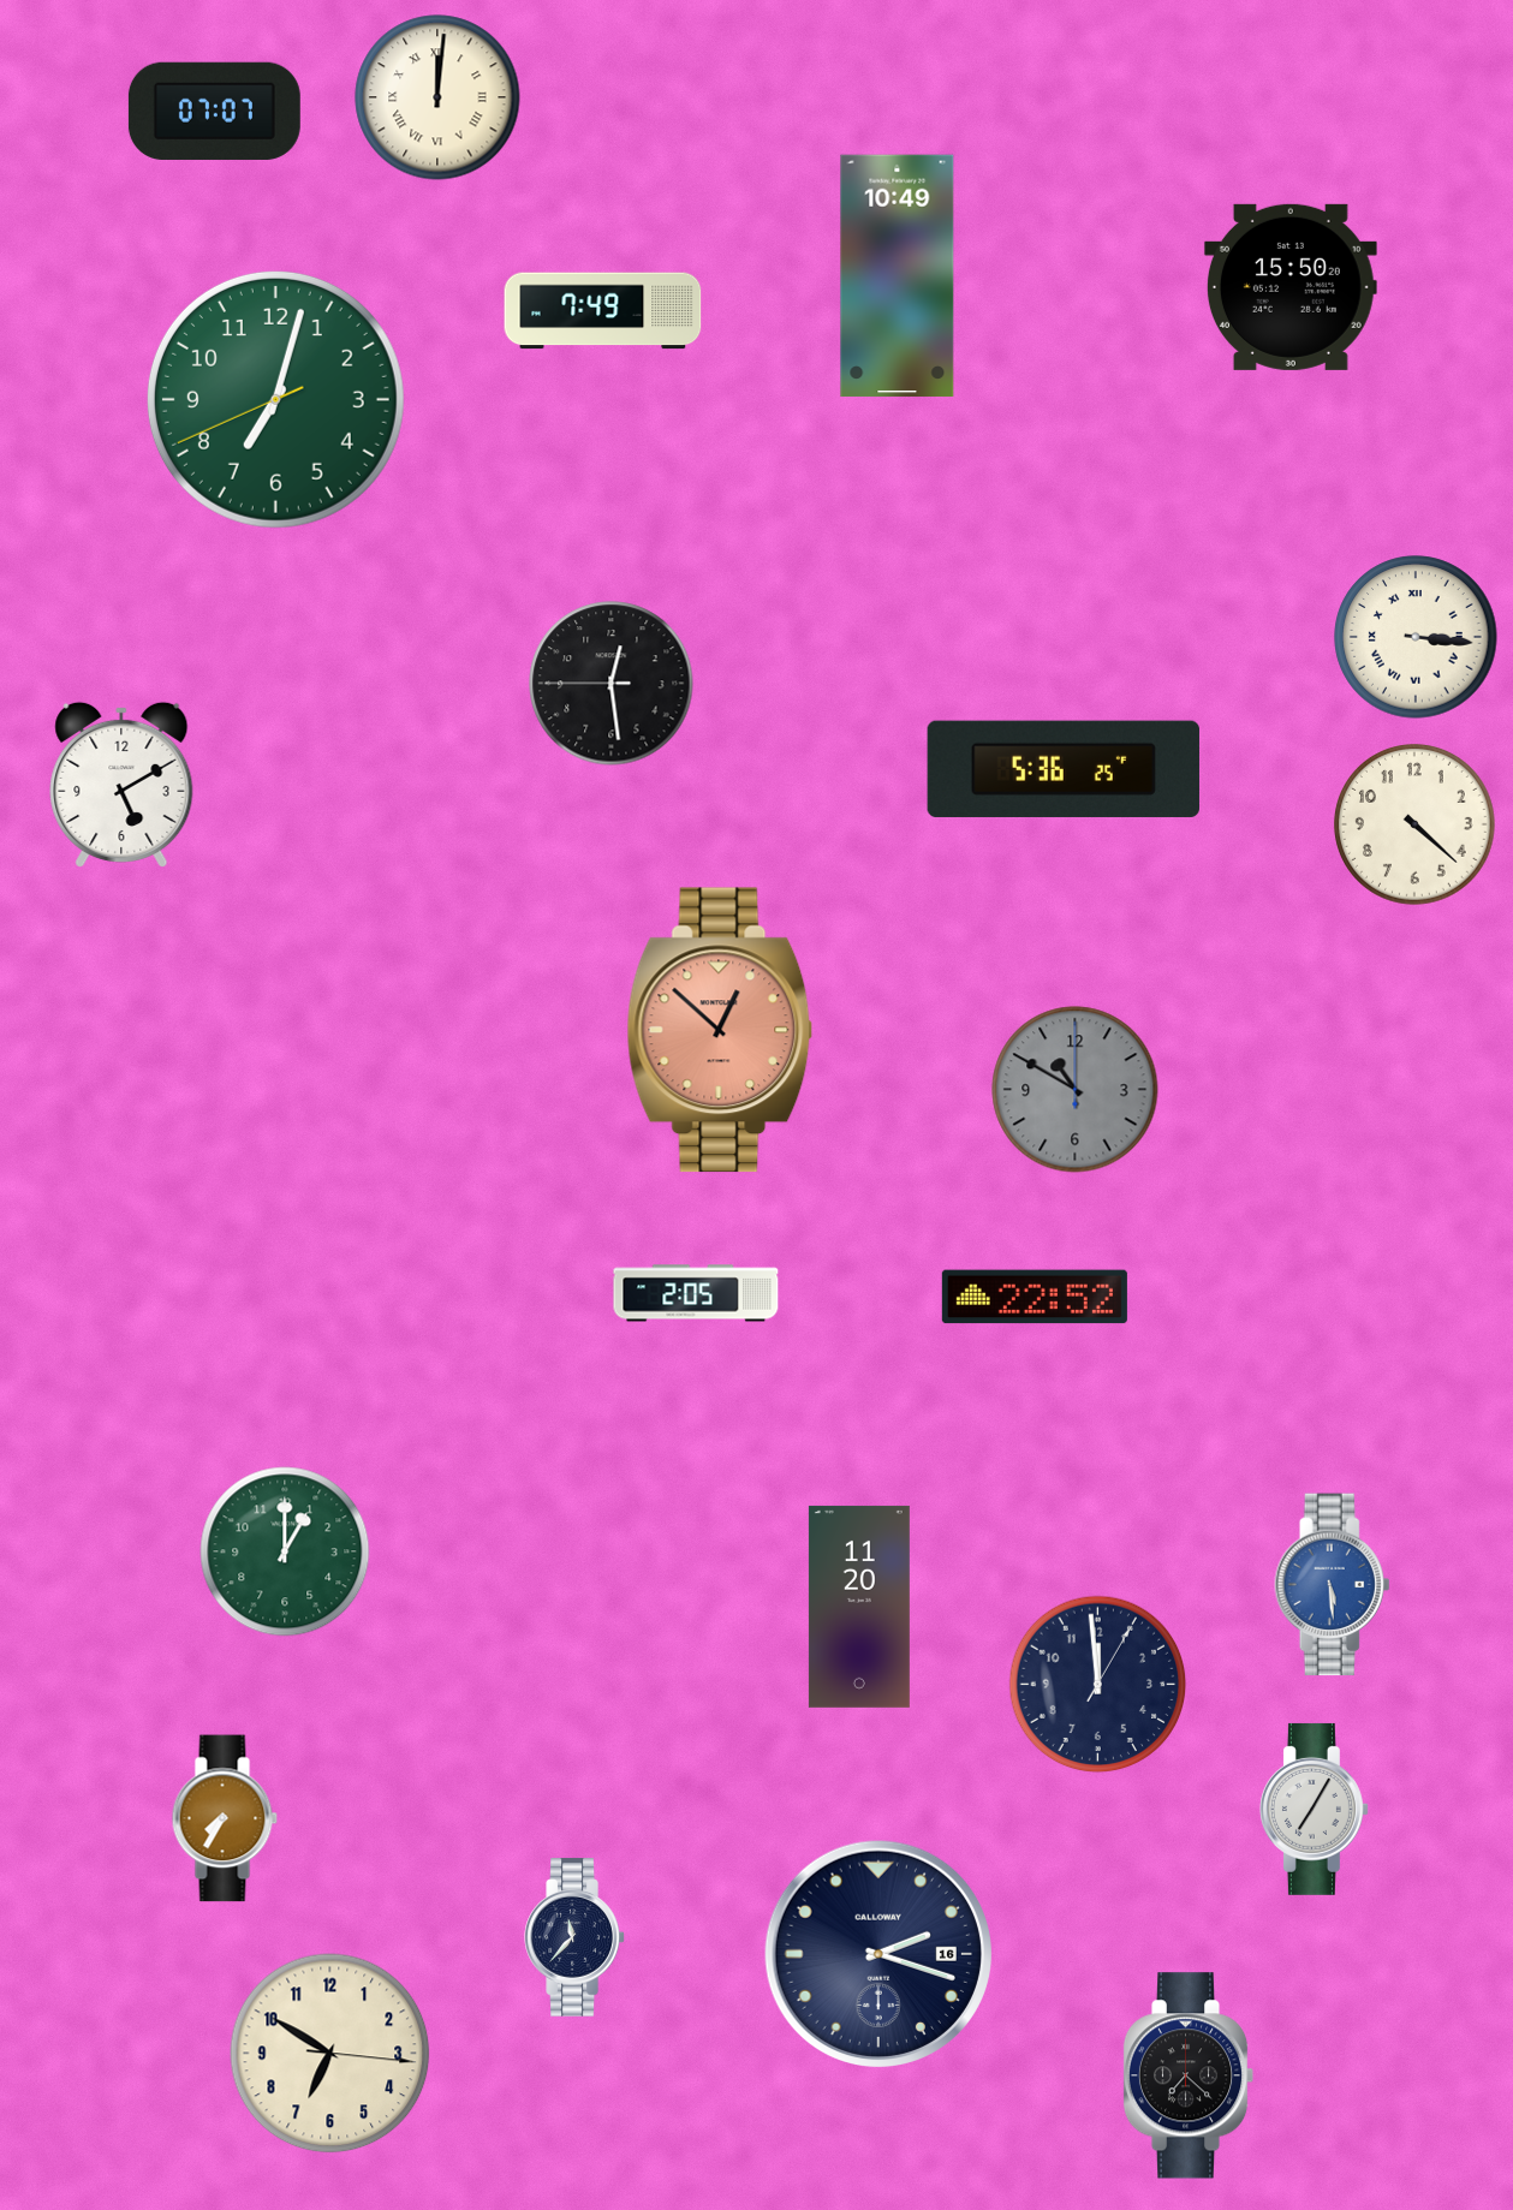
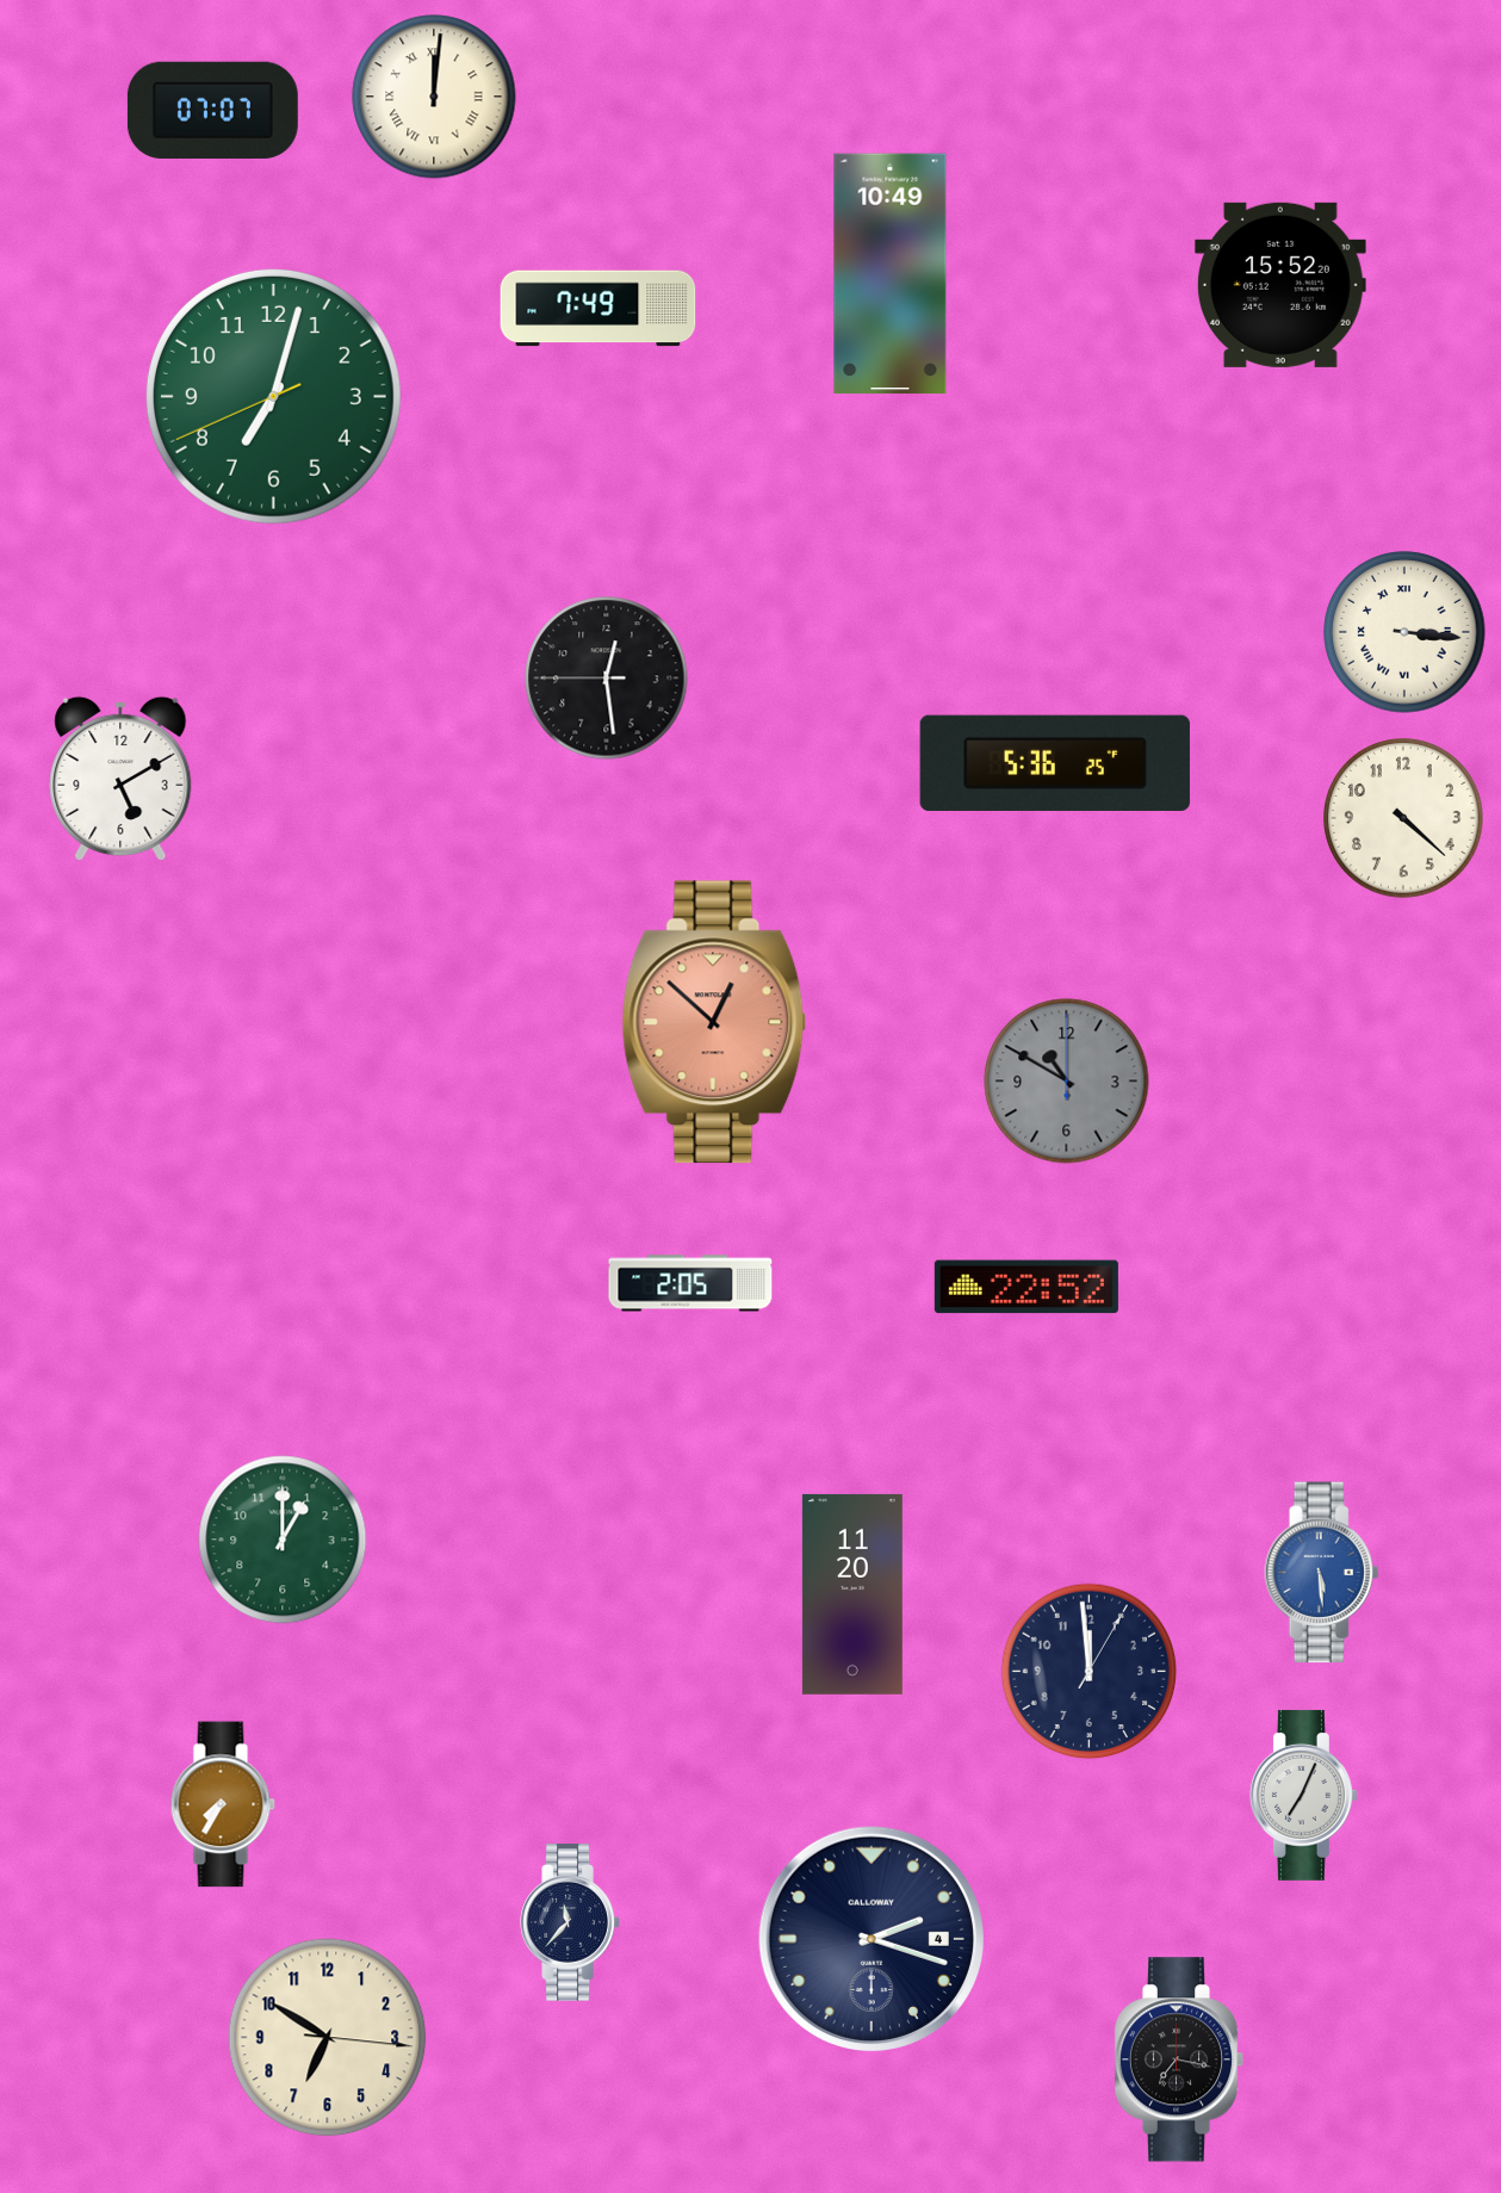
clock at (1291, 287): 15:50 -> 15:52
clock at (1314, 1809): 7:05 -> 7:04
clock at (877, 1953) date: 16 -> 4
clock at (1189, 2075): 7:22 -> 7:17
